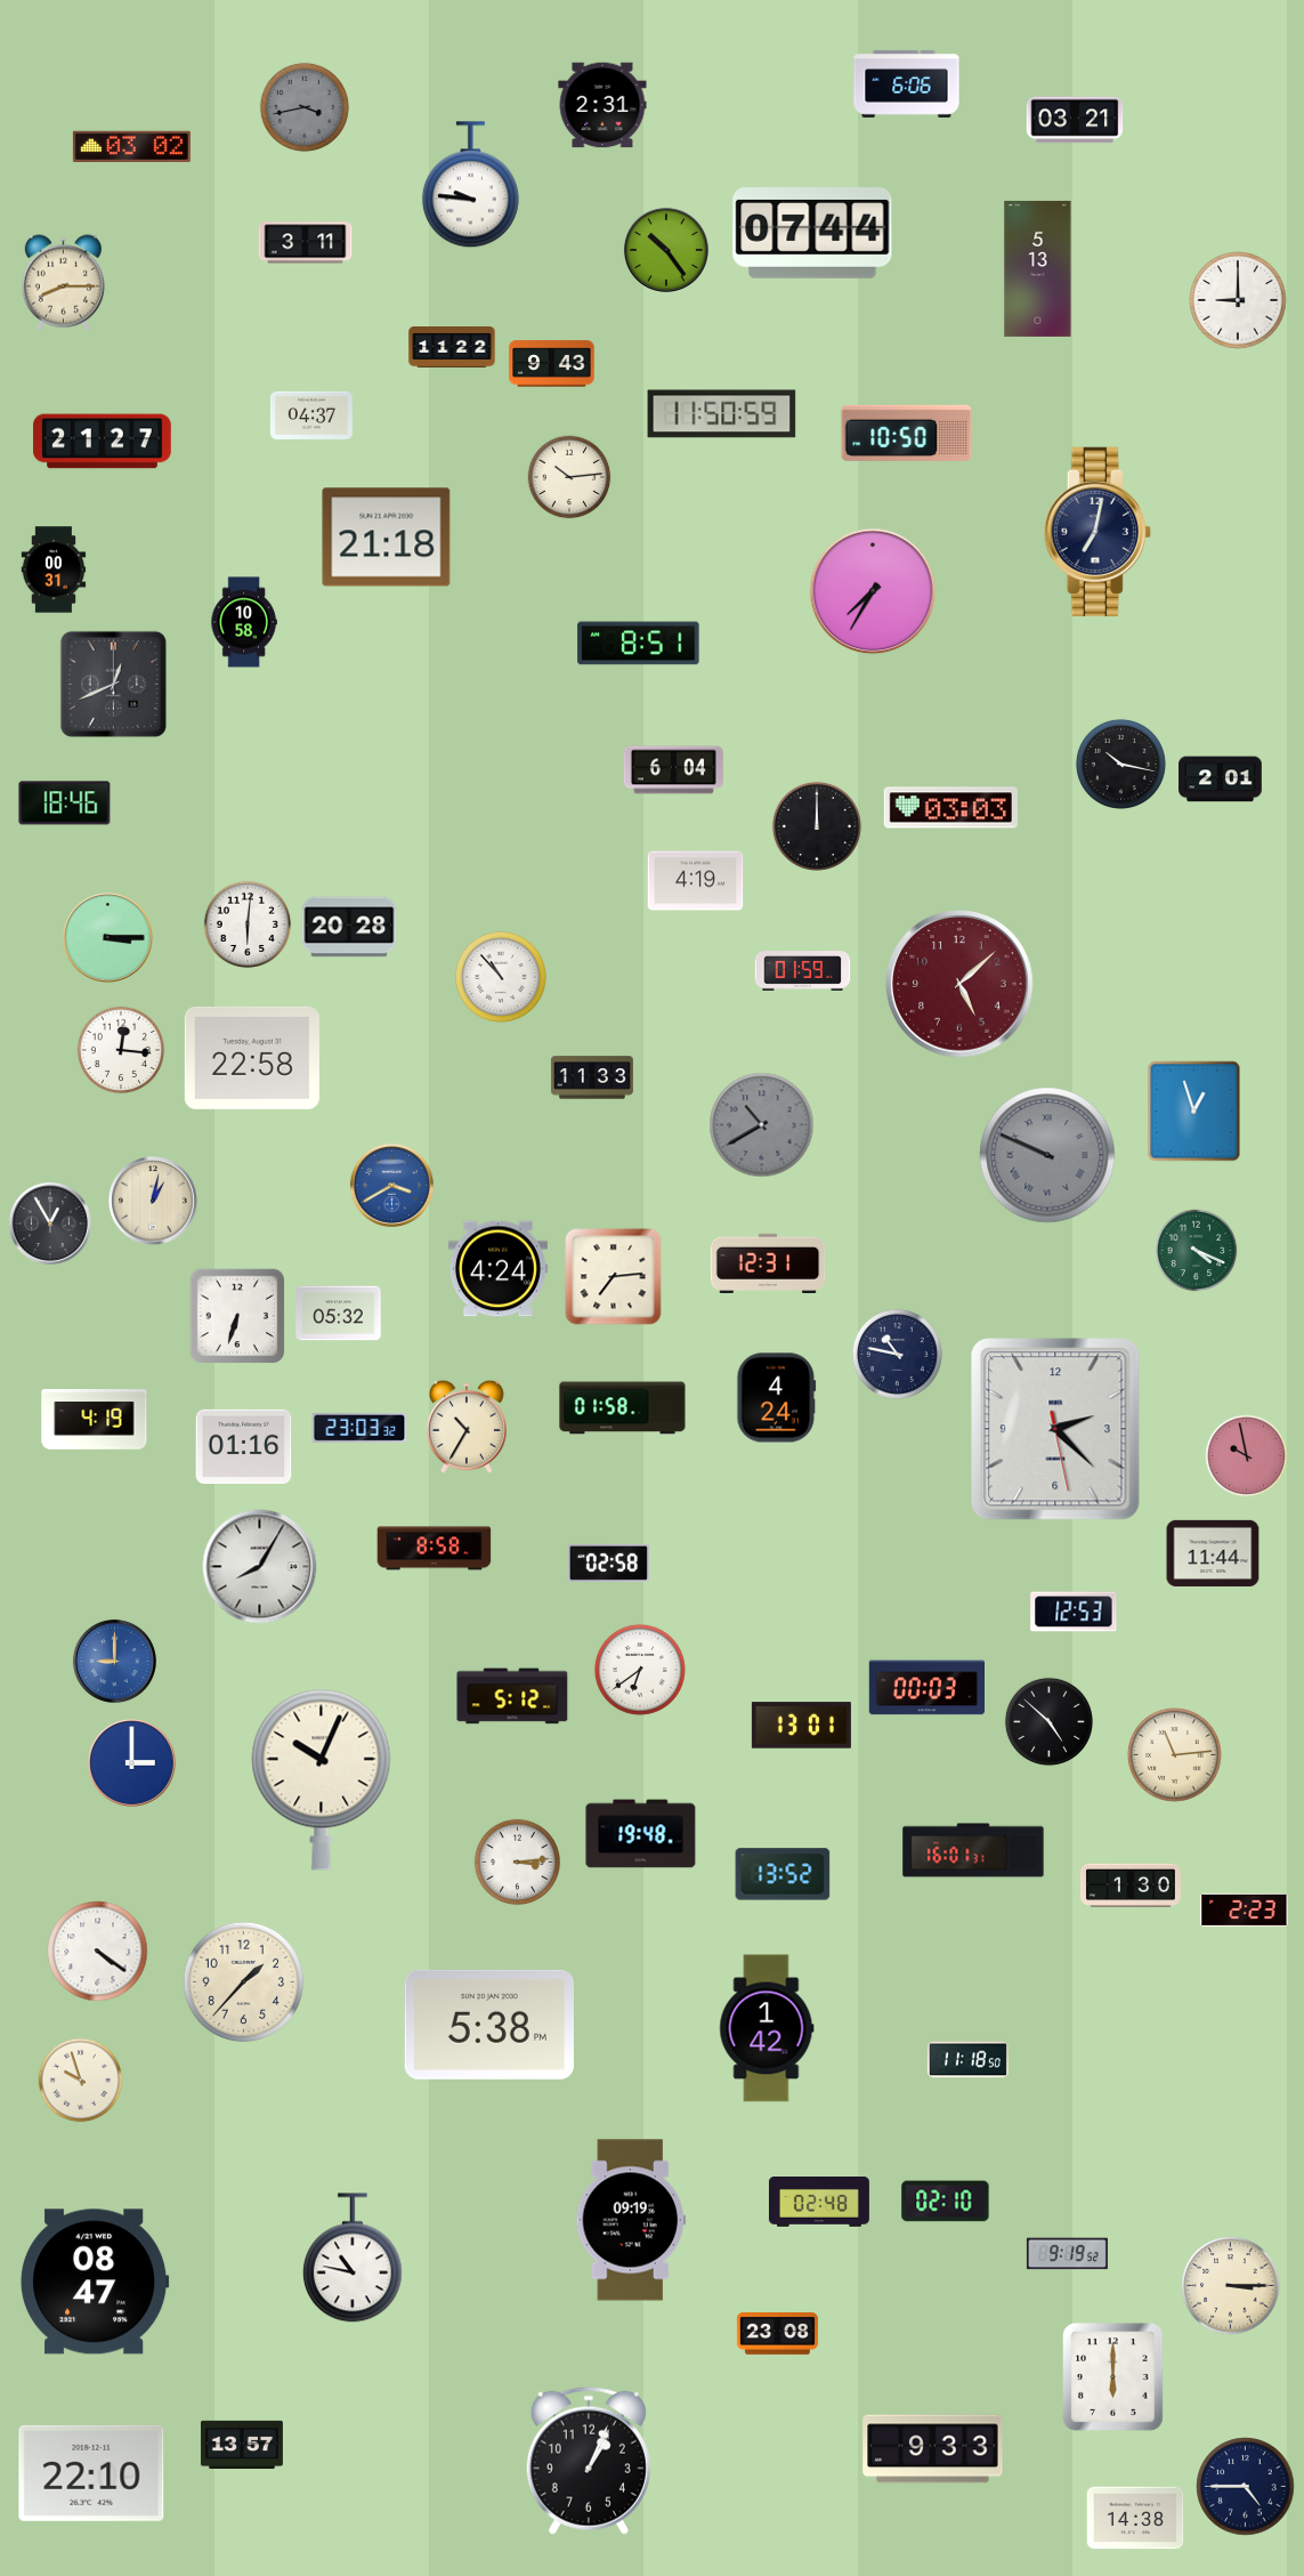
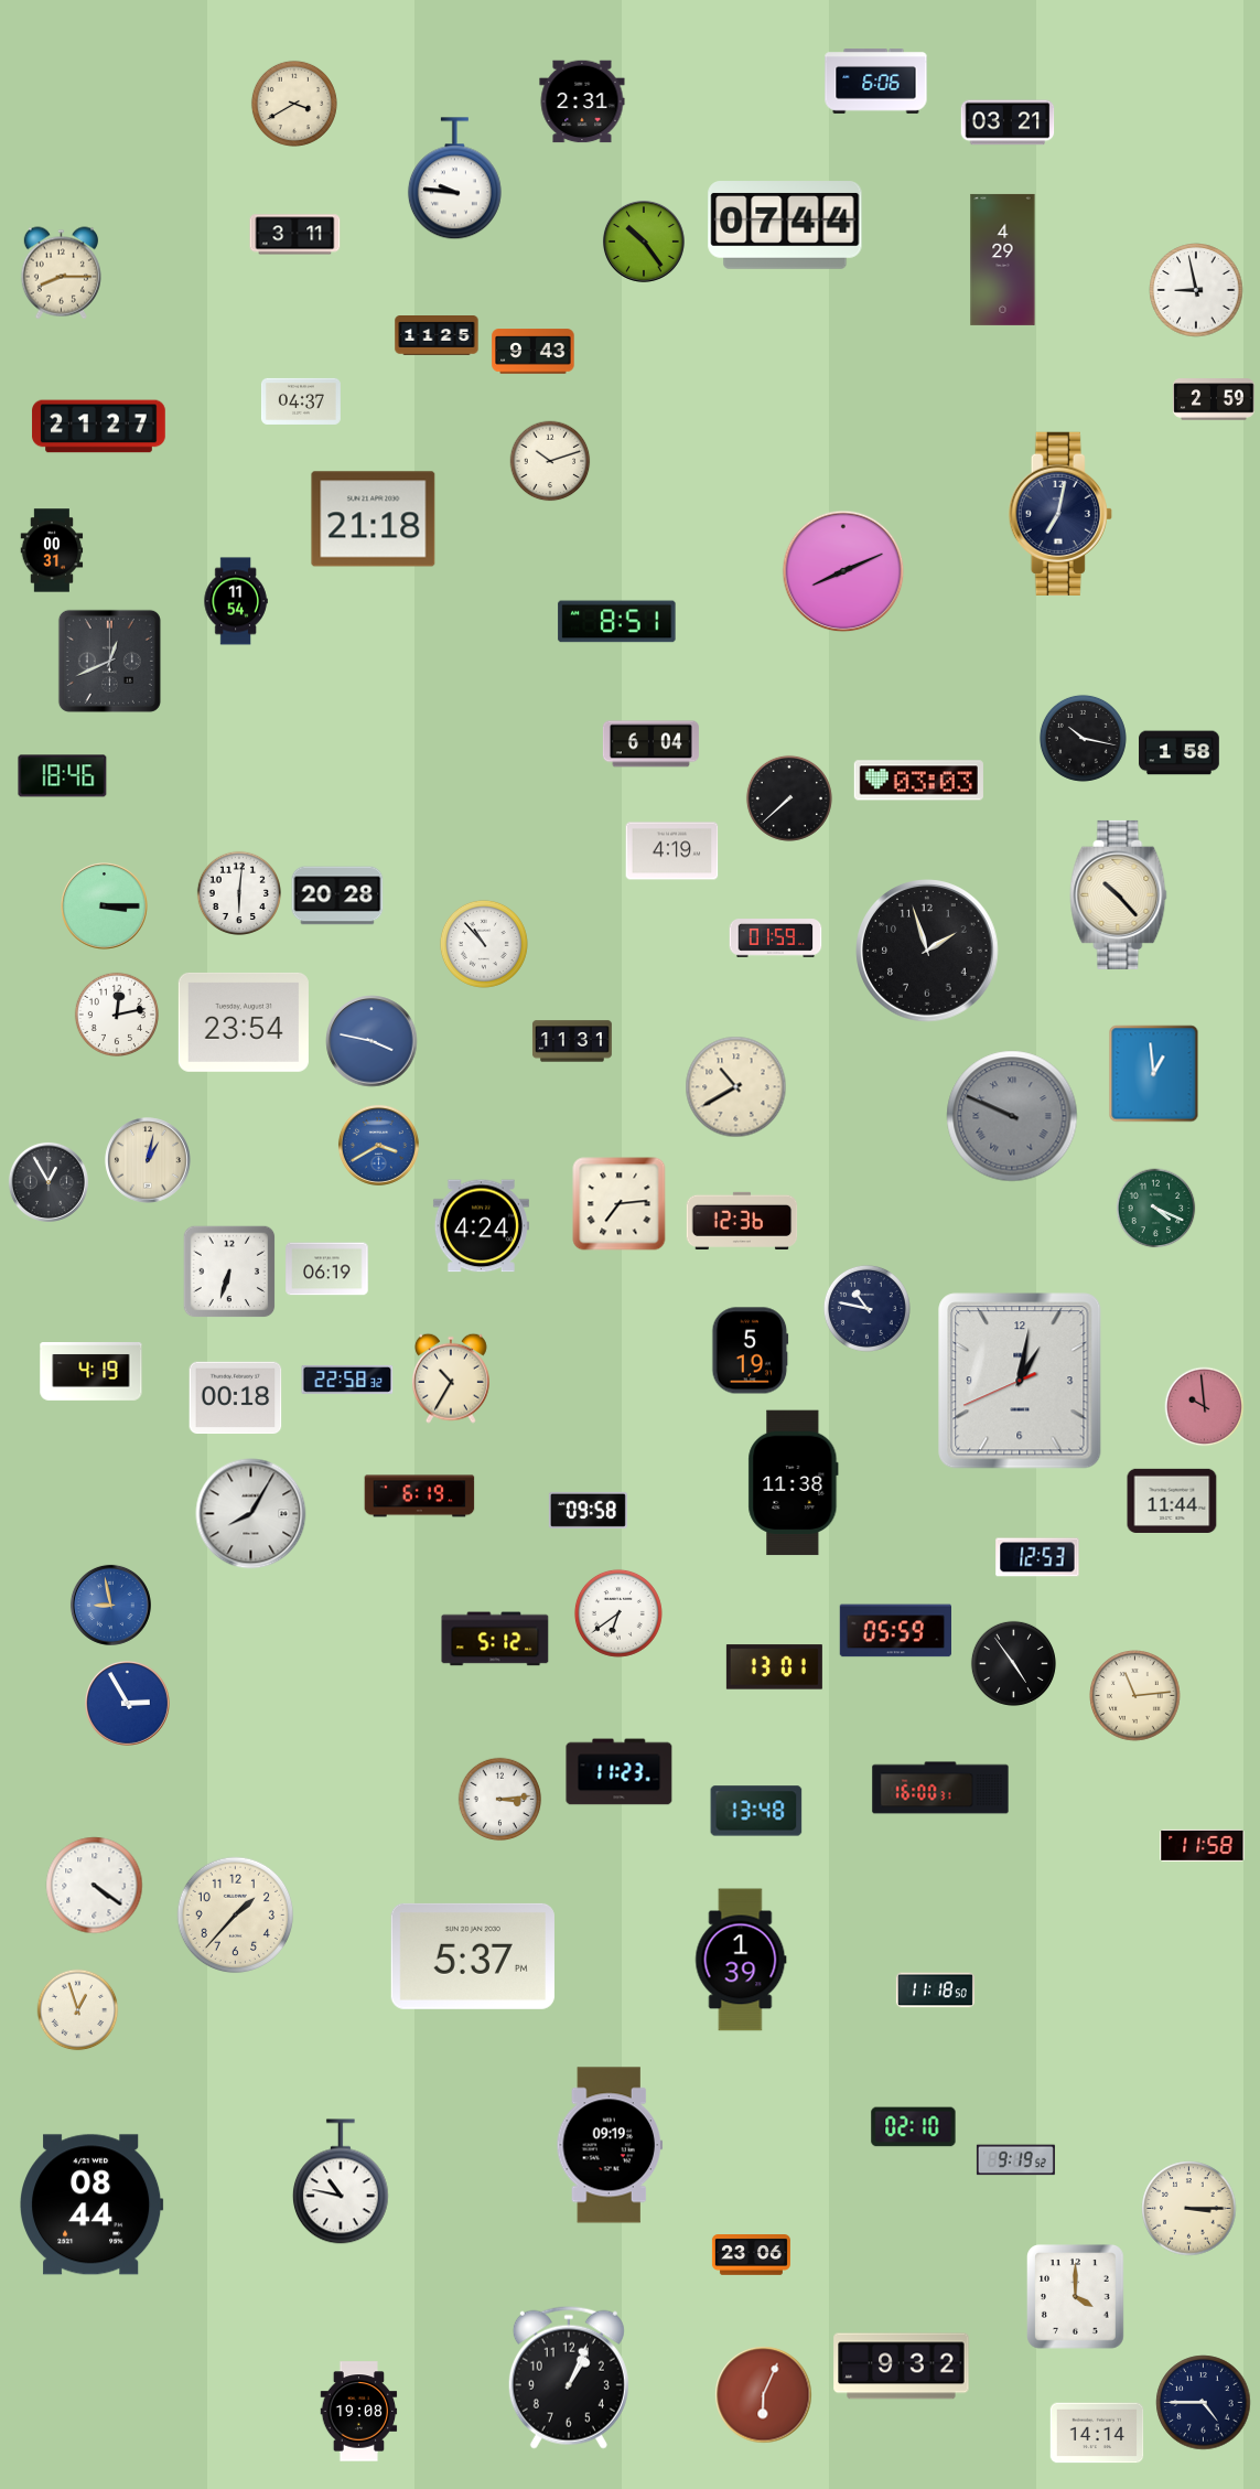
clock at (305, 107): 3:43 -> 3:40
clock at (305, 107) dial: grey -> cream
clock at (1075, 120) position: (1075, 120) -> (1008, 122)
clock at (131, 147): 03:02 -> none
clock at (1038, 268): 5:13 -> 4:29
clock at (1238, 300): 9:00 -> 8:58
clock at (452, 348): 11:22 -> 11:25
clock at (1214, 399): none -> 2:59
clock at (722, 414): 11:50 -> none
clock at (907, 433): 10:50 -> none
clock at (569, 477): 10:14 -> 10:12
clock at (873, 591): 7:35 -> 8:11
clock at (244, 622): 10:58 -> 11:54
clock at (1221, 780): 2:01 -> 1:58
clock at (817, 826): 12:00 -> 7:38
clock at (1119, 894): none -> 10:23
clock at (959, 984): 5:08 -> 1:57
clock at (959, 984) dial: burgundy -> black
clock at (120, 1049): 12:16 -> 12:13
clock at (252, 1058): 22:58 -> 23:54
clock at (371, 1041): none -> 3:47
clock at (592, 1077): 11:33 -> 11:31
clock at (1194, 1112): 12:57 -> 12:59
clock at (762, 1125) dial: grey -> cream
clock at (768, 1262): 12:31 -> 12:36
clock at (614, 1277) position: (614, 1277) -> (620, 1204)
clock at (339, 1314): 05:32 -> 06:19
clock at (777, 1398): 4:24 -> 5:19
clock at (623, 1408): 01:58 -> none
clock at (359, 1428): 23:03 -> 22:58
clock at (1055, 1429): 2:22 -> 1:01
clock at (244, 1447): 01:16 -> 00:18
clock at (1247, 1456): 9:58 -> 9:59
clock at (794, 1483): none -> 11:38
clock at (435, 1549): 8:58 -> 6:19
clock at (608, 1562): 02:58 -> 09:58
clock at (114, 1661): 9:00 -> 8:58
clock at (926, 1688): 00:03 -> 05:59
clock at (1048, 1721): 4:52 -> 4:54
clock at (132, 1763): 3:00 -> 2:55
clock at (322, 1779): 10:04 -> none
clock at (641, 1834): 19:48 -> 11:23
clock at (973, 1850): 16:01 -> 16:00
clock at (783, 1874): 13:52 -> 13:48
clock at (1131, 1885): 1:30 -> none
clock at (1245, 1909): 2:23 -> 11:58
clock at (489, 2025): 5:38 -> 5:37
clock at (767, 2028): 1:42 -> 1:39
clock at (81, 2081): 9:57 -> 12:57
clock at (819, 2203): 02:48 -> none
clock at (1067, 2254) position: (1067, 2254) -> (1015, 2160)
clock at (96, 2282): 08:47 -> 08:44
clock at (777, 2334): 23:08 -> 23:06
clock at (1113, 2377): 6:00 -> 4:00
clock at (242, 2444): 13:57 -> none
clock at (933, 2449): 9:33 -> 9:32
clock at (91, 2473): 22:10 -> none
clock at (764, 2395): none -> 6:04
clock at (359, 2412): none -> 19:08
clock at (1135, 2518): 14:38 -> 14:14
